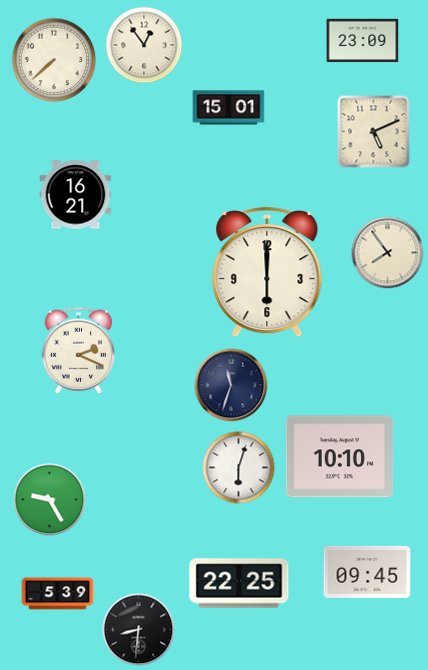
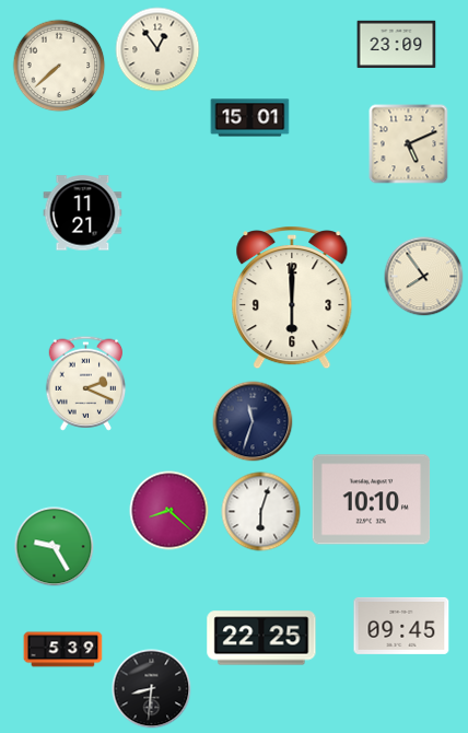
clock at (76, 195): 16:21 -> 11:21
clock at (169, 511): none -> 8:22
